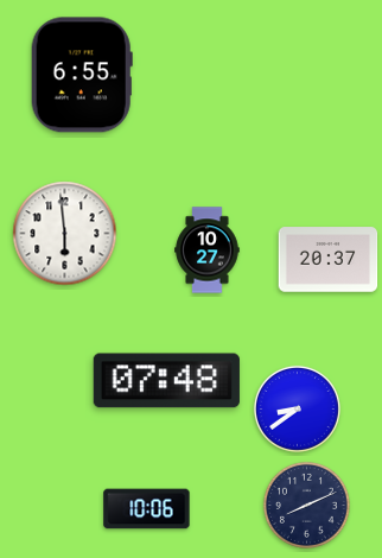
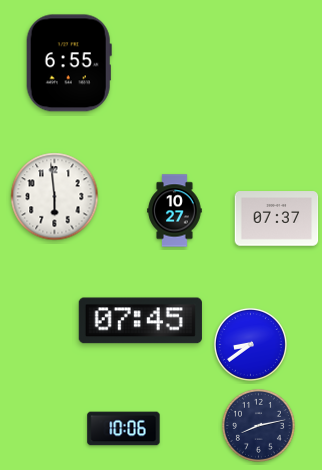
clock at (329, 260): 20:37 -> 07:37
clock at (166, 381): 07:48 -> 07:45
clock at (306, 505): 8:11 -> 8:13
